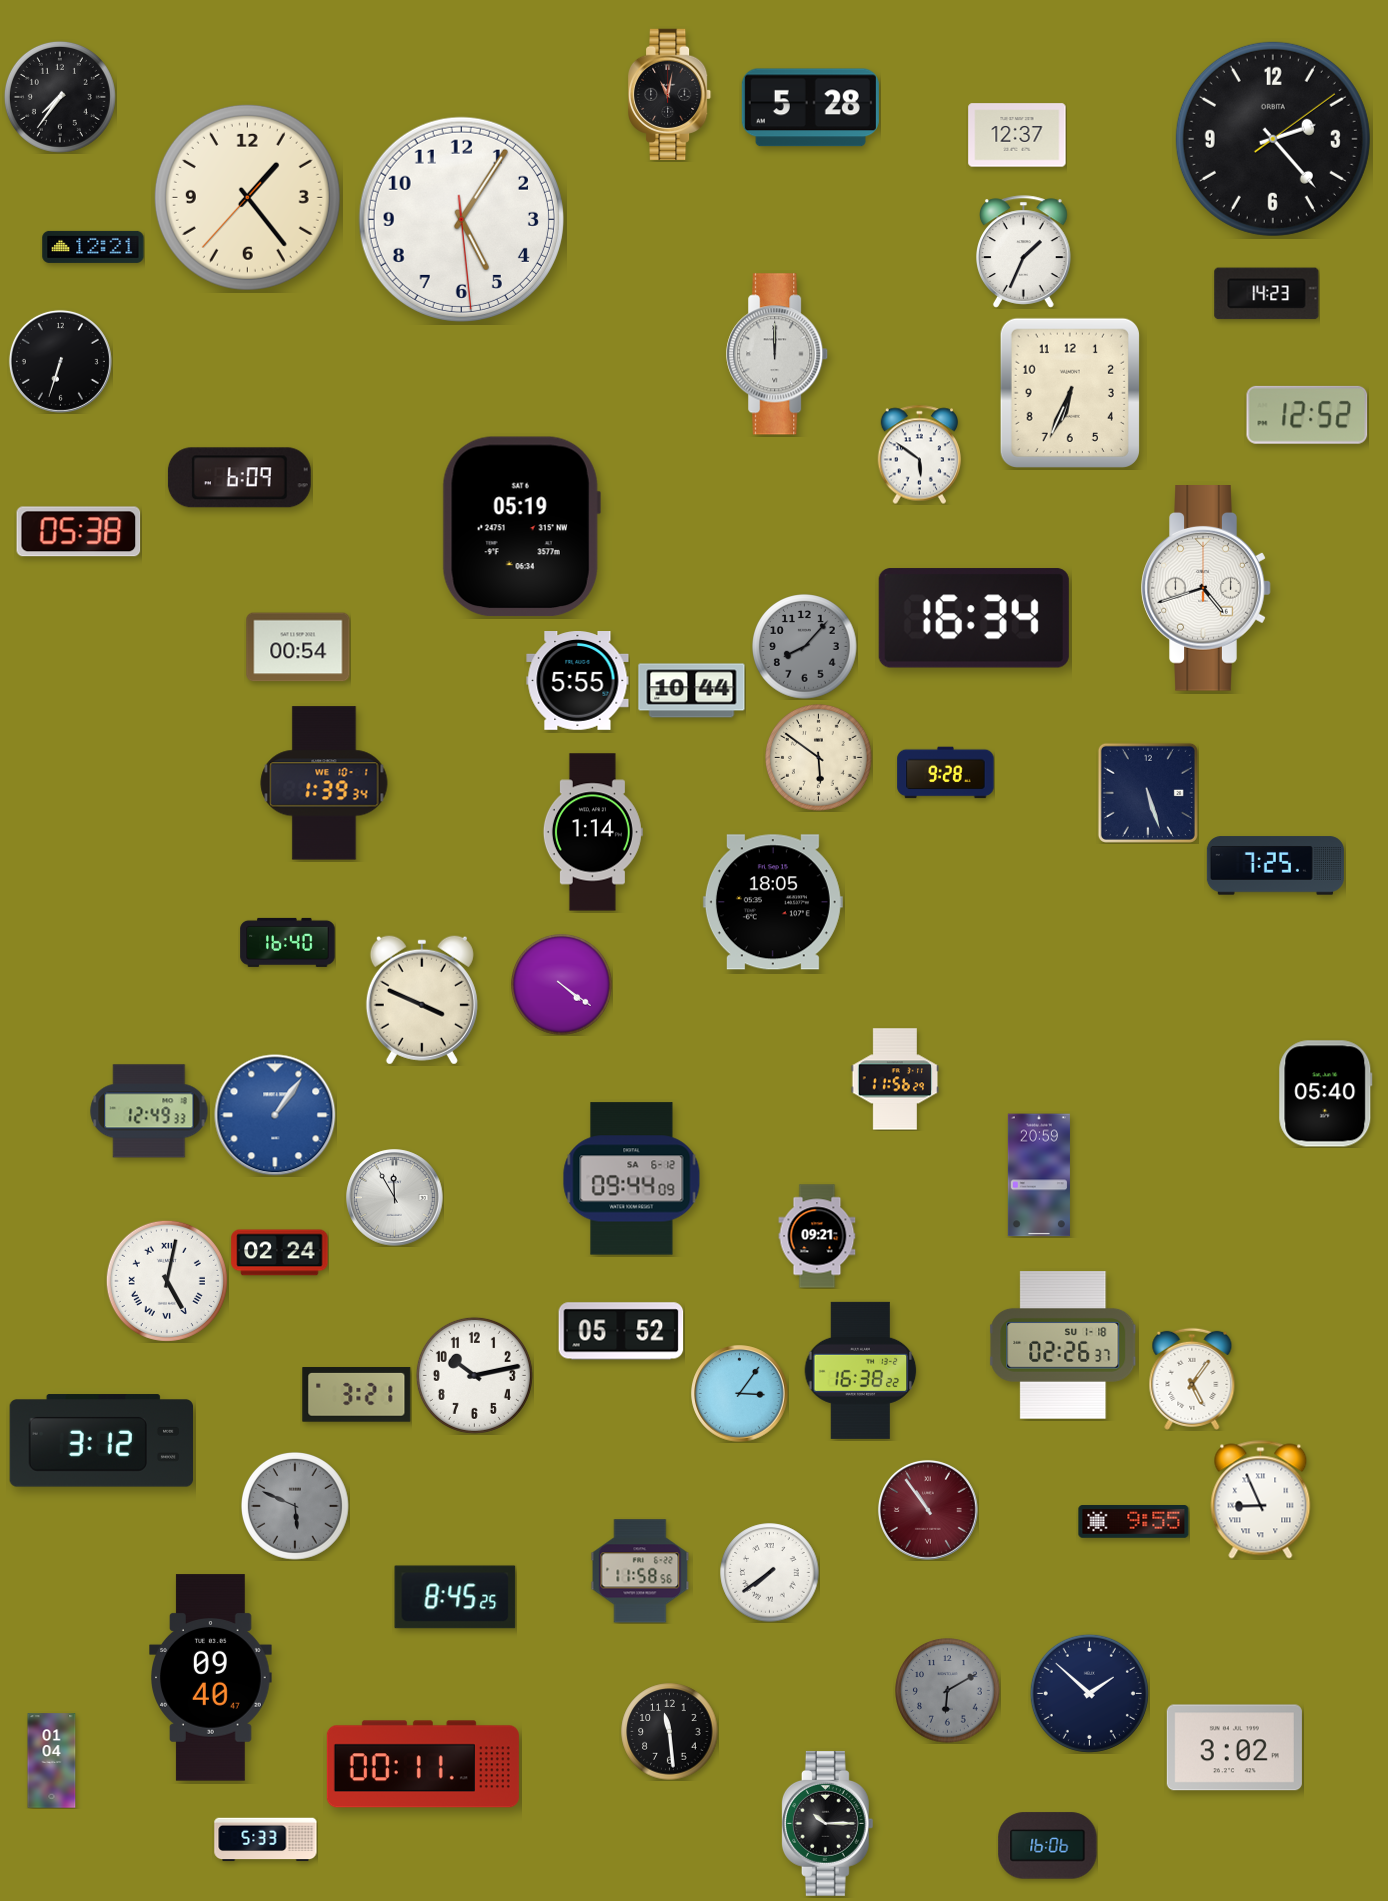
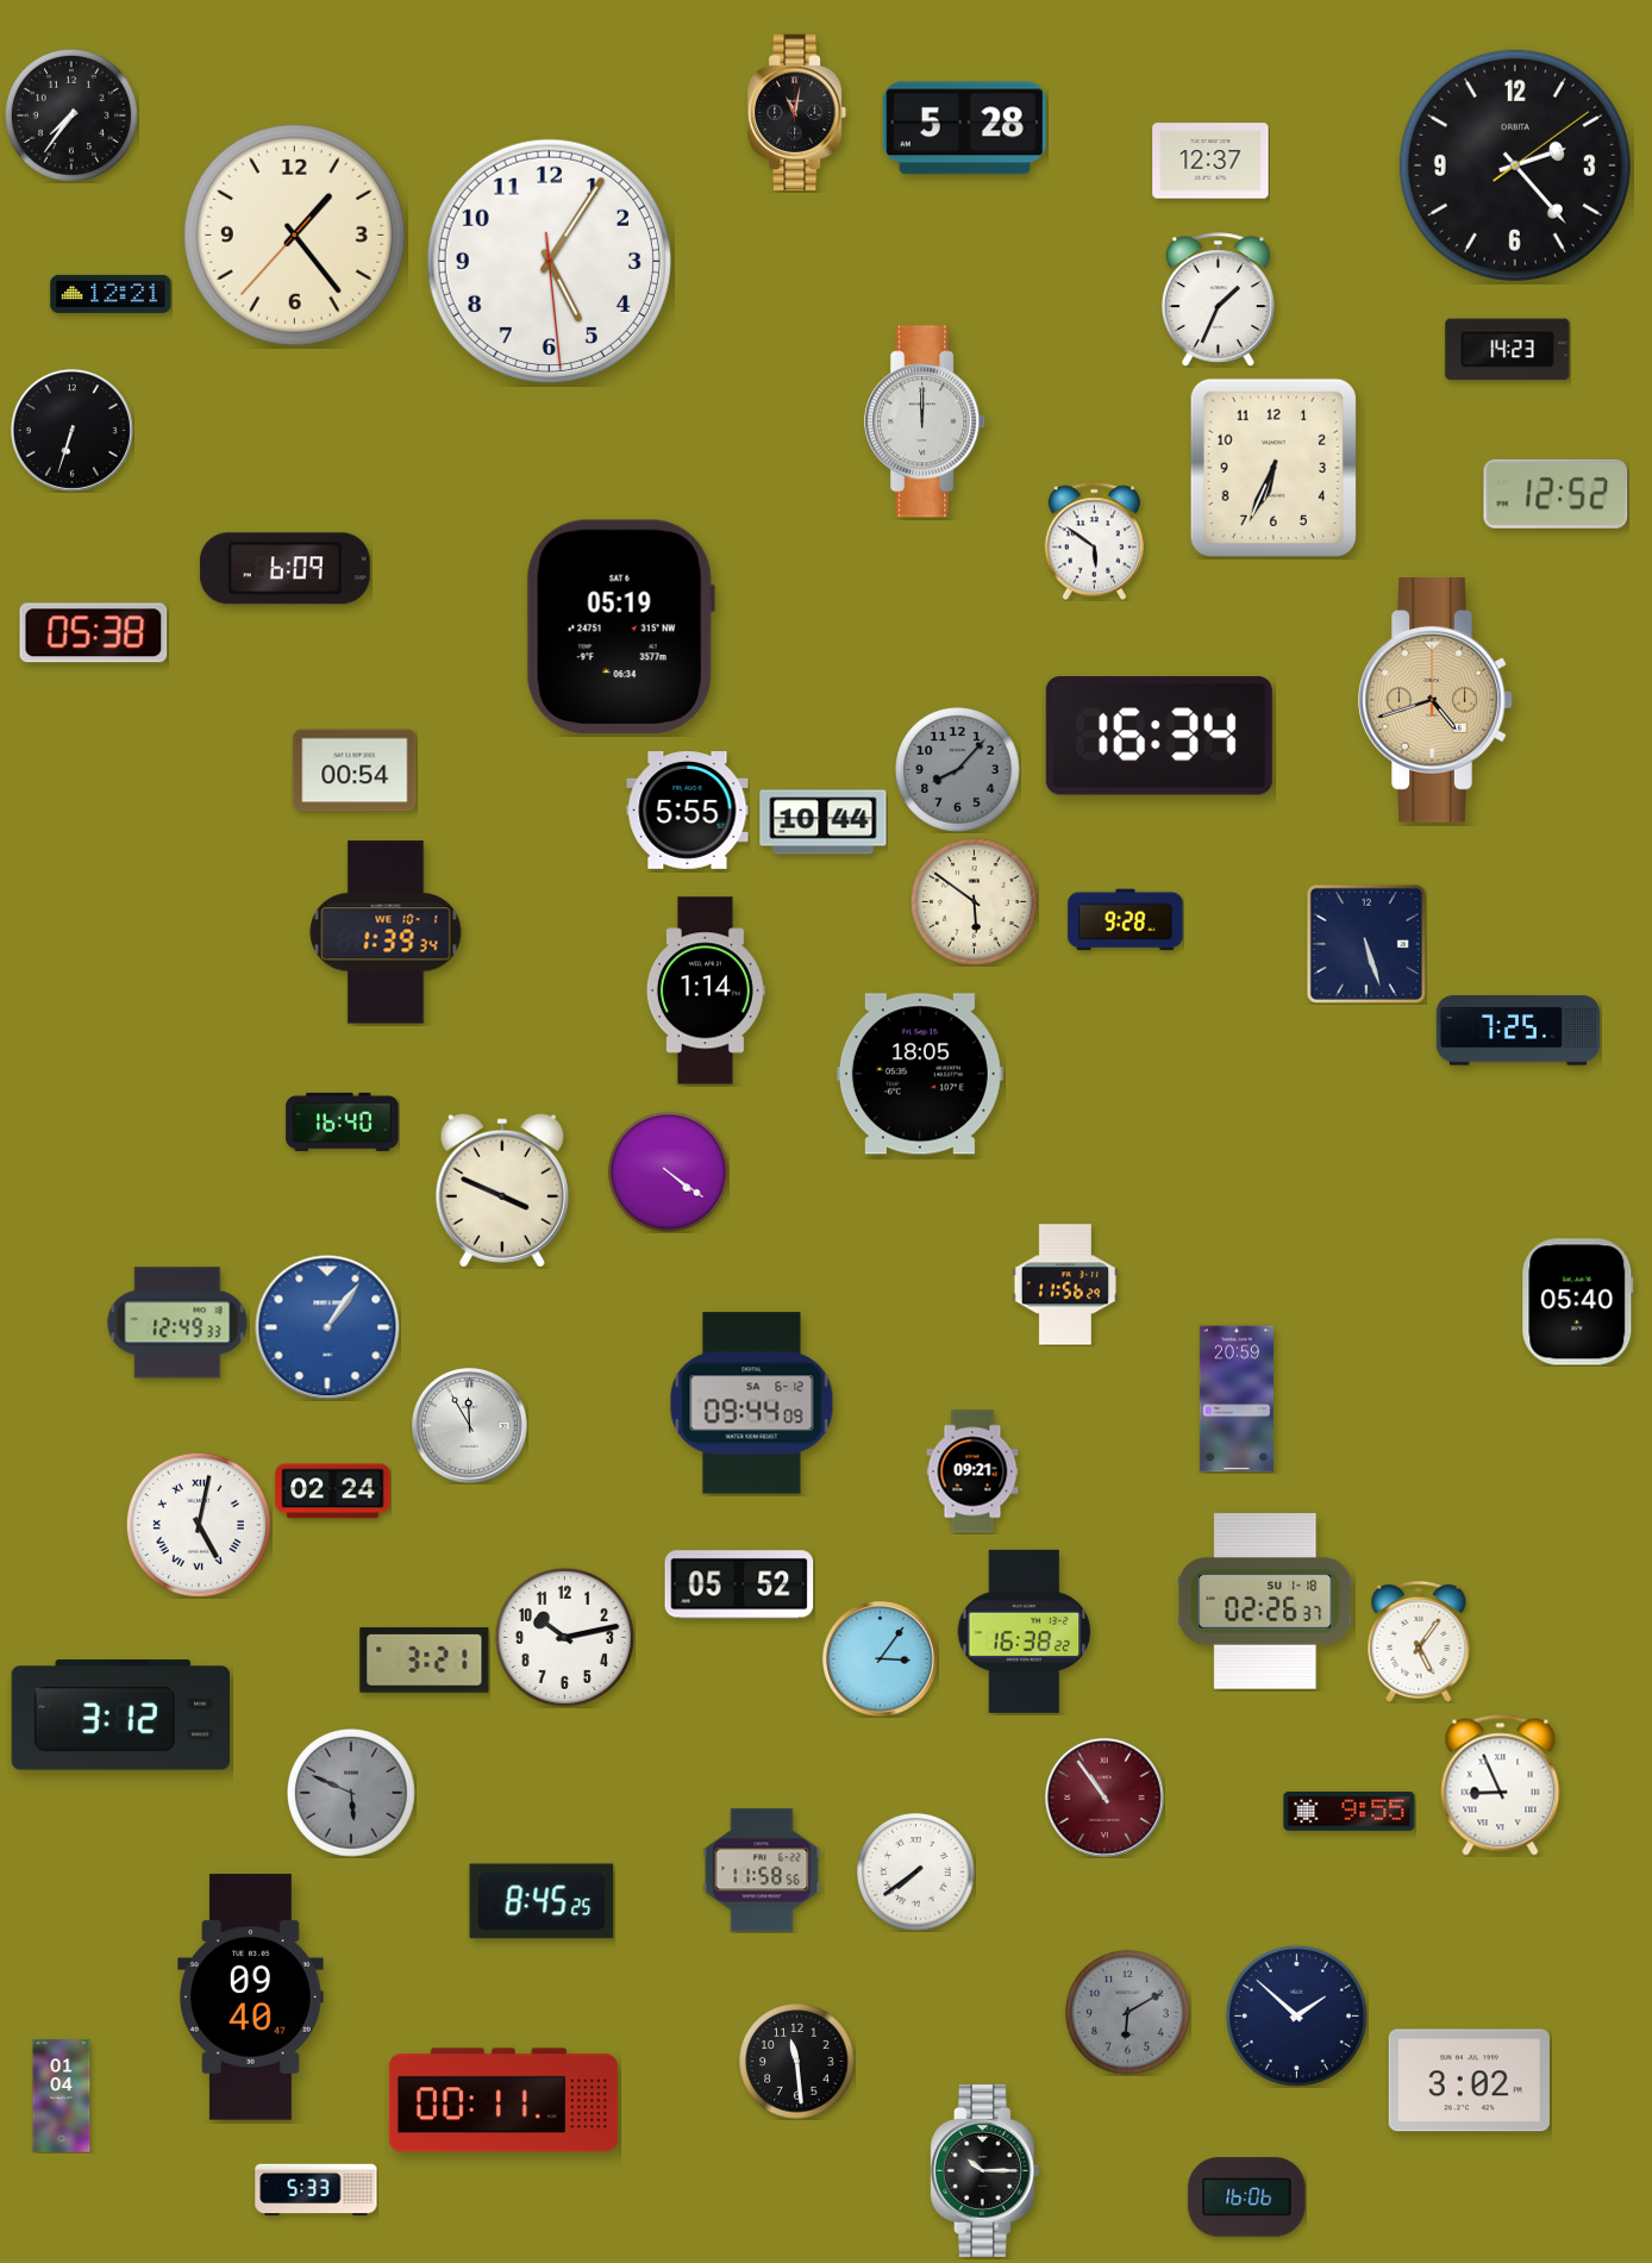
clock at (1206, 589) dial: white -> champagne
